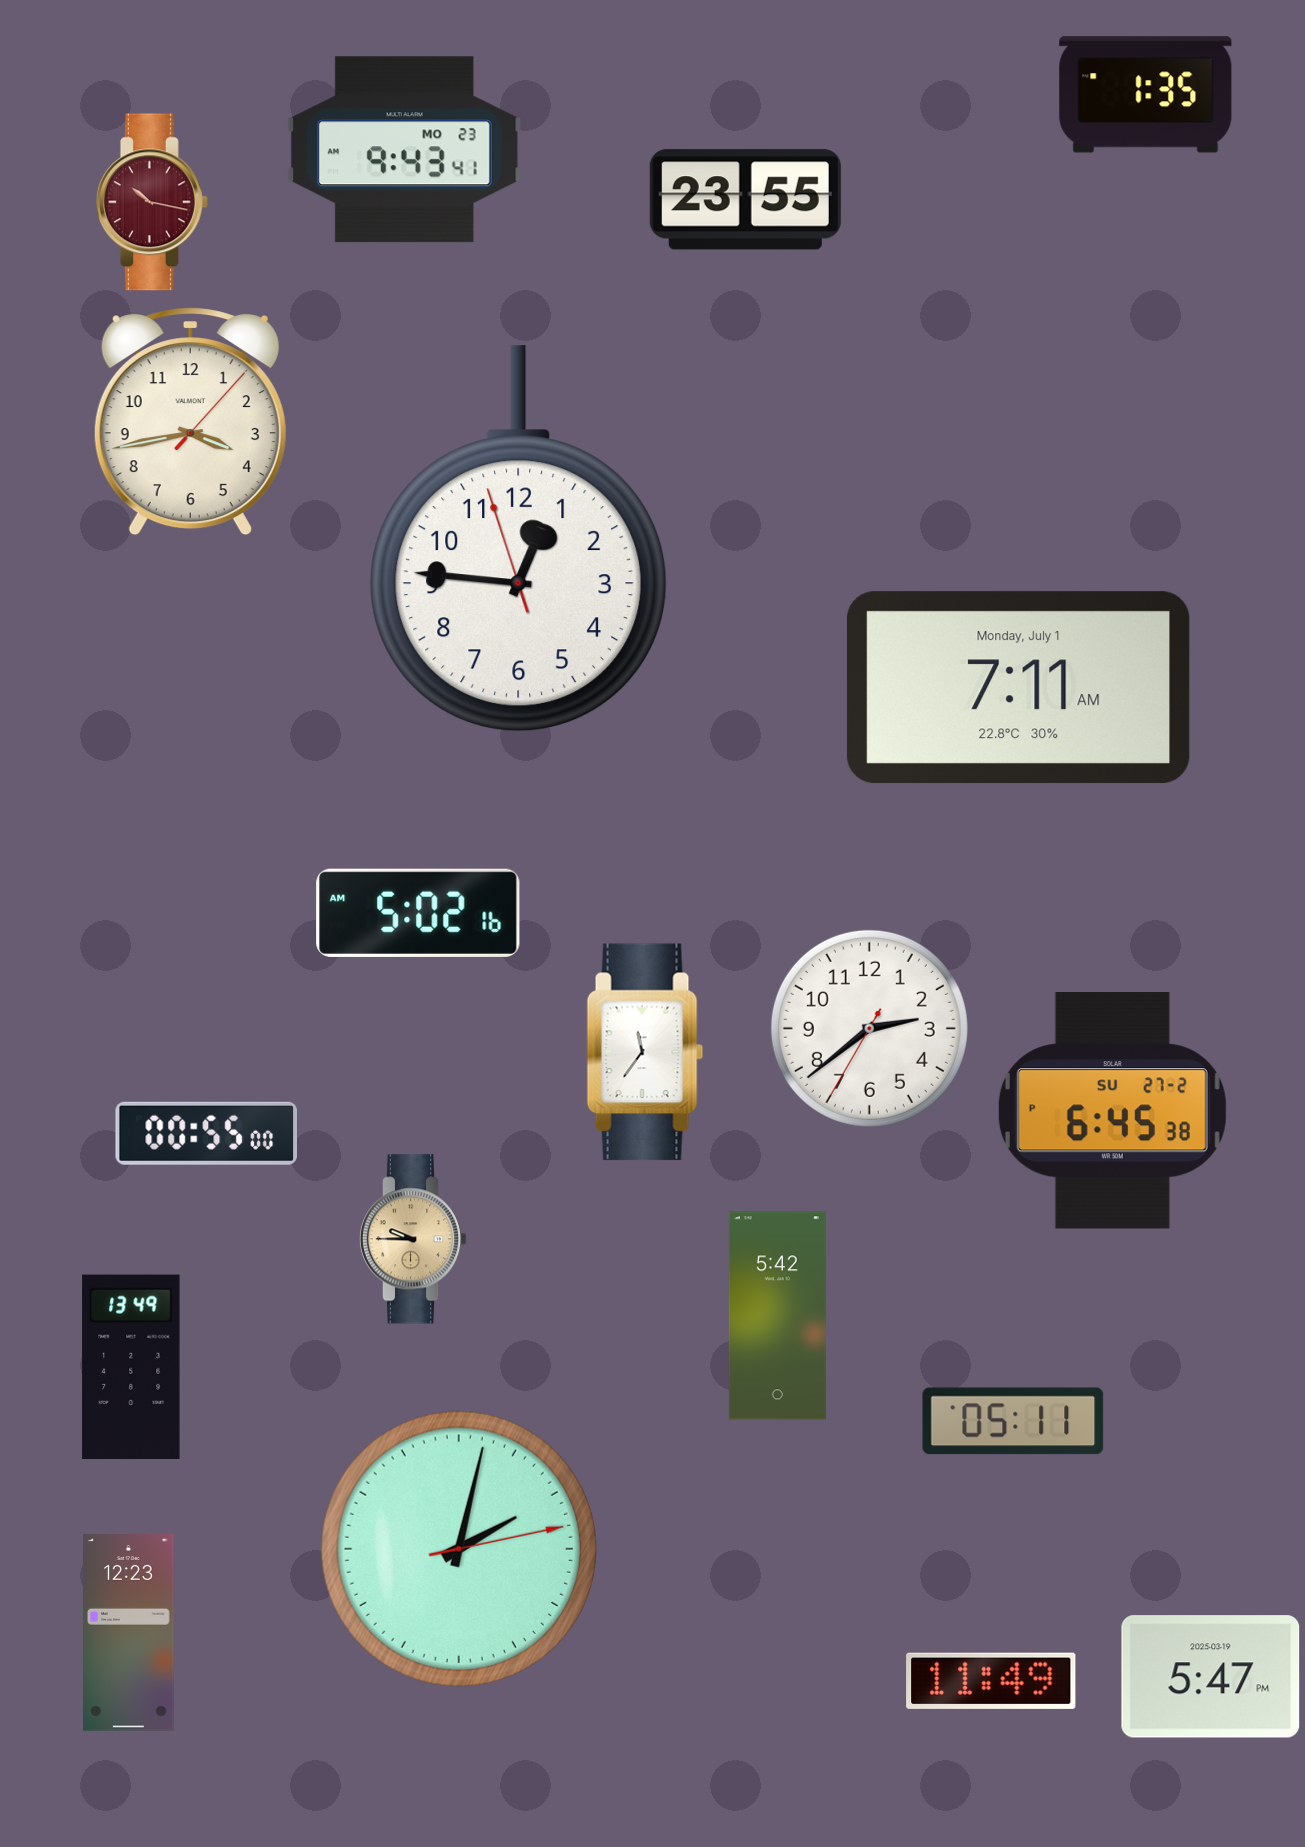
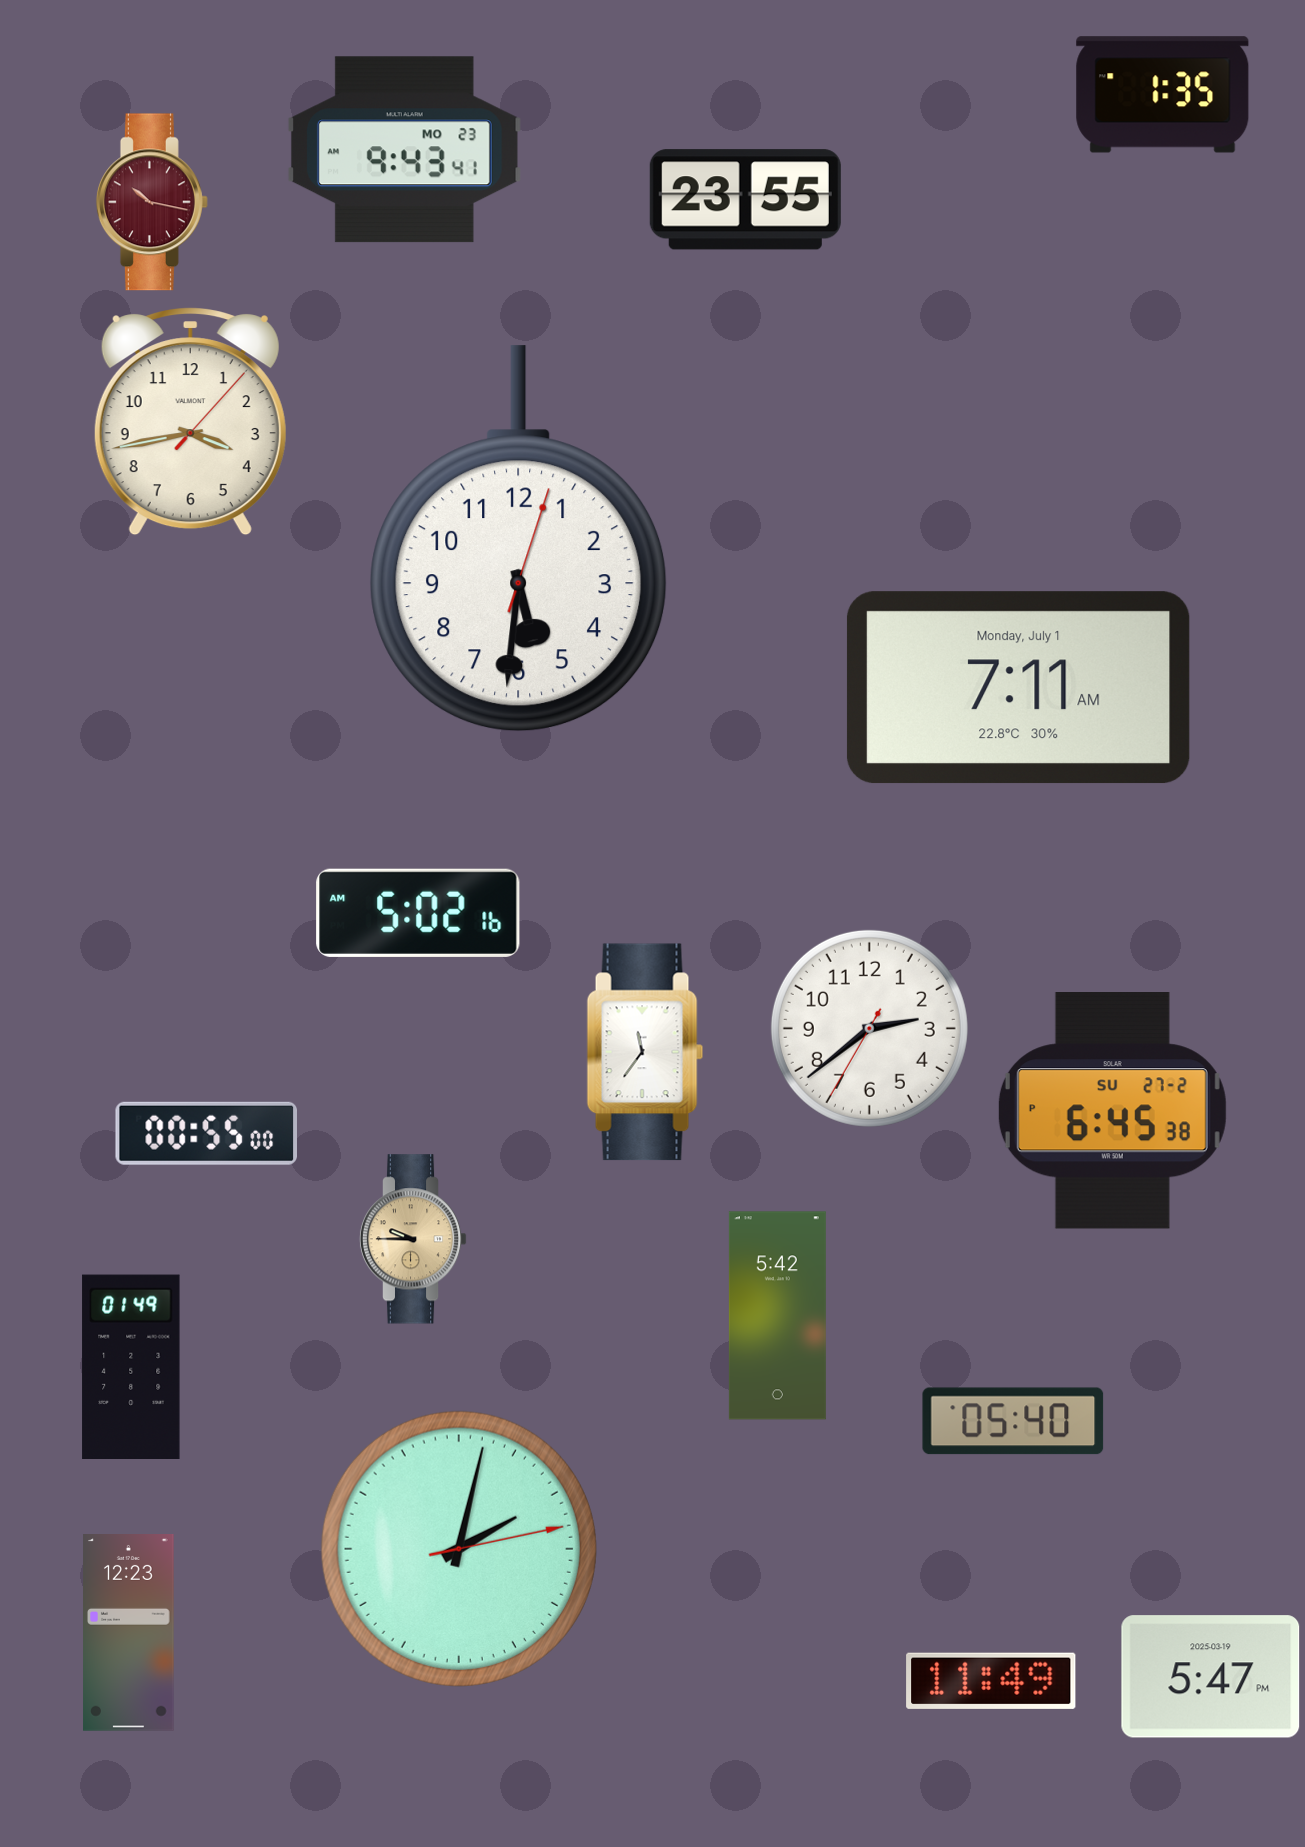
clock at (1146, 95) position: (1146, 95) -> (1163, 95)
clock at (519, 539): 12:45 -> 5:31
clock at (131, 1366): 13:49 -> 01:49
clock at (1013, 1421): 05:11 -> 05:40
